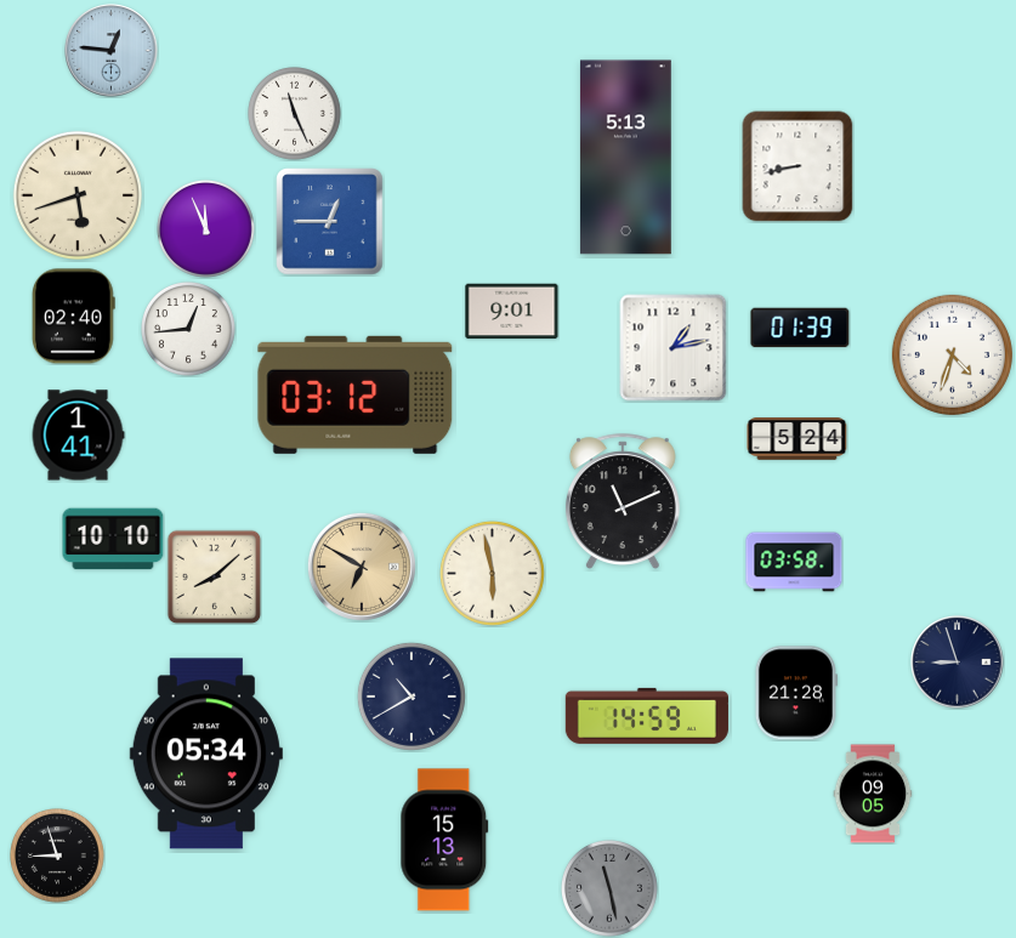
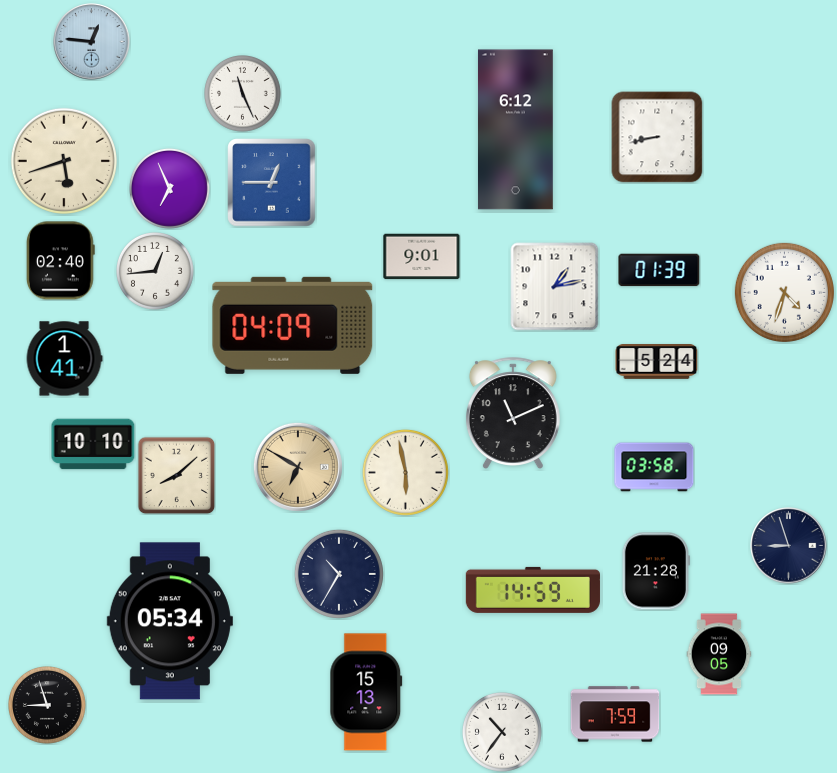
clock at (625, 158): 5:13 -> 6:12
clock at (205, 228): 11:56 -> 6:56
clock at (356, 394): 03:12 -> 04:09
clock at (794, 562) position: (794, 562) -> (654, 467)
clock at (411, 697): 10:40 -> 10:35
clock at (615, 714): none -> 7:59
clock at (609, 888): 11:28 -> 10:36
clock at (609, 888) dial: grey -> white
